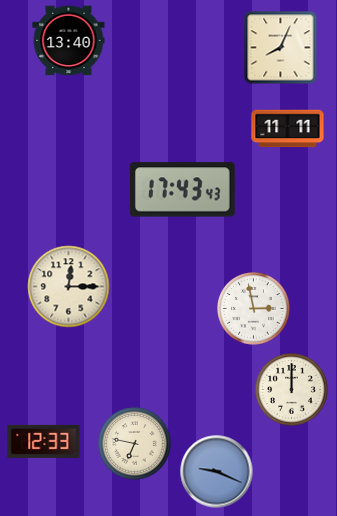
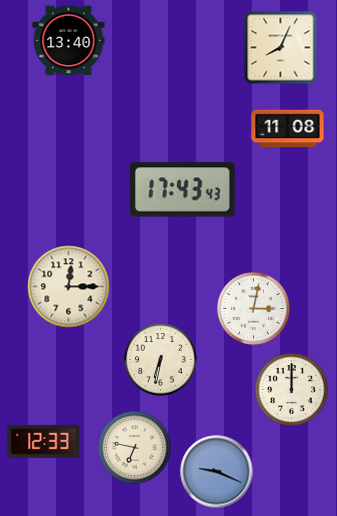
clock at (288, 129): 11:11 -> 11:08
clock at (254, 309): 2:58 -> 3:02
clock at (161, 360): none -> 6:32
clock at (135, 444) position: (135, 444) -> (135, 448)
